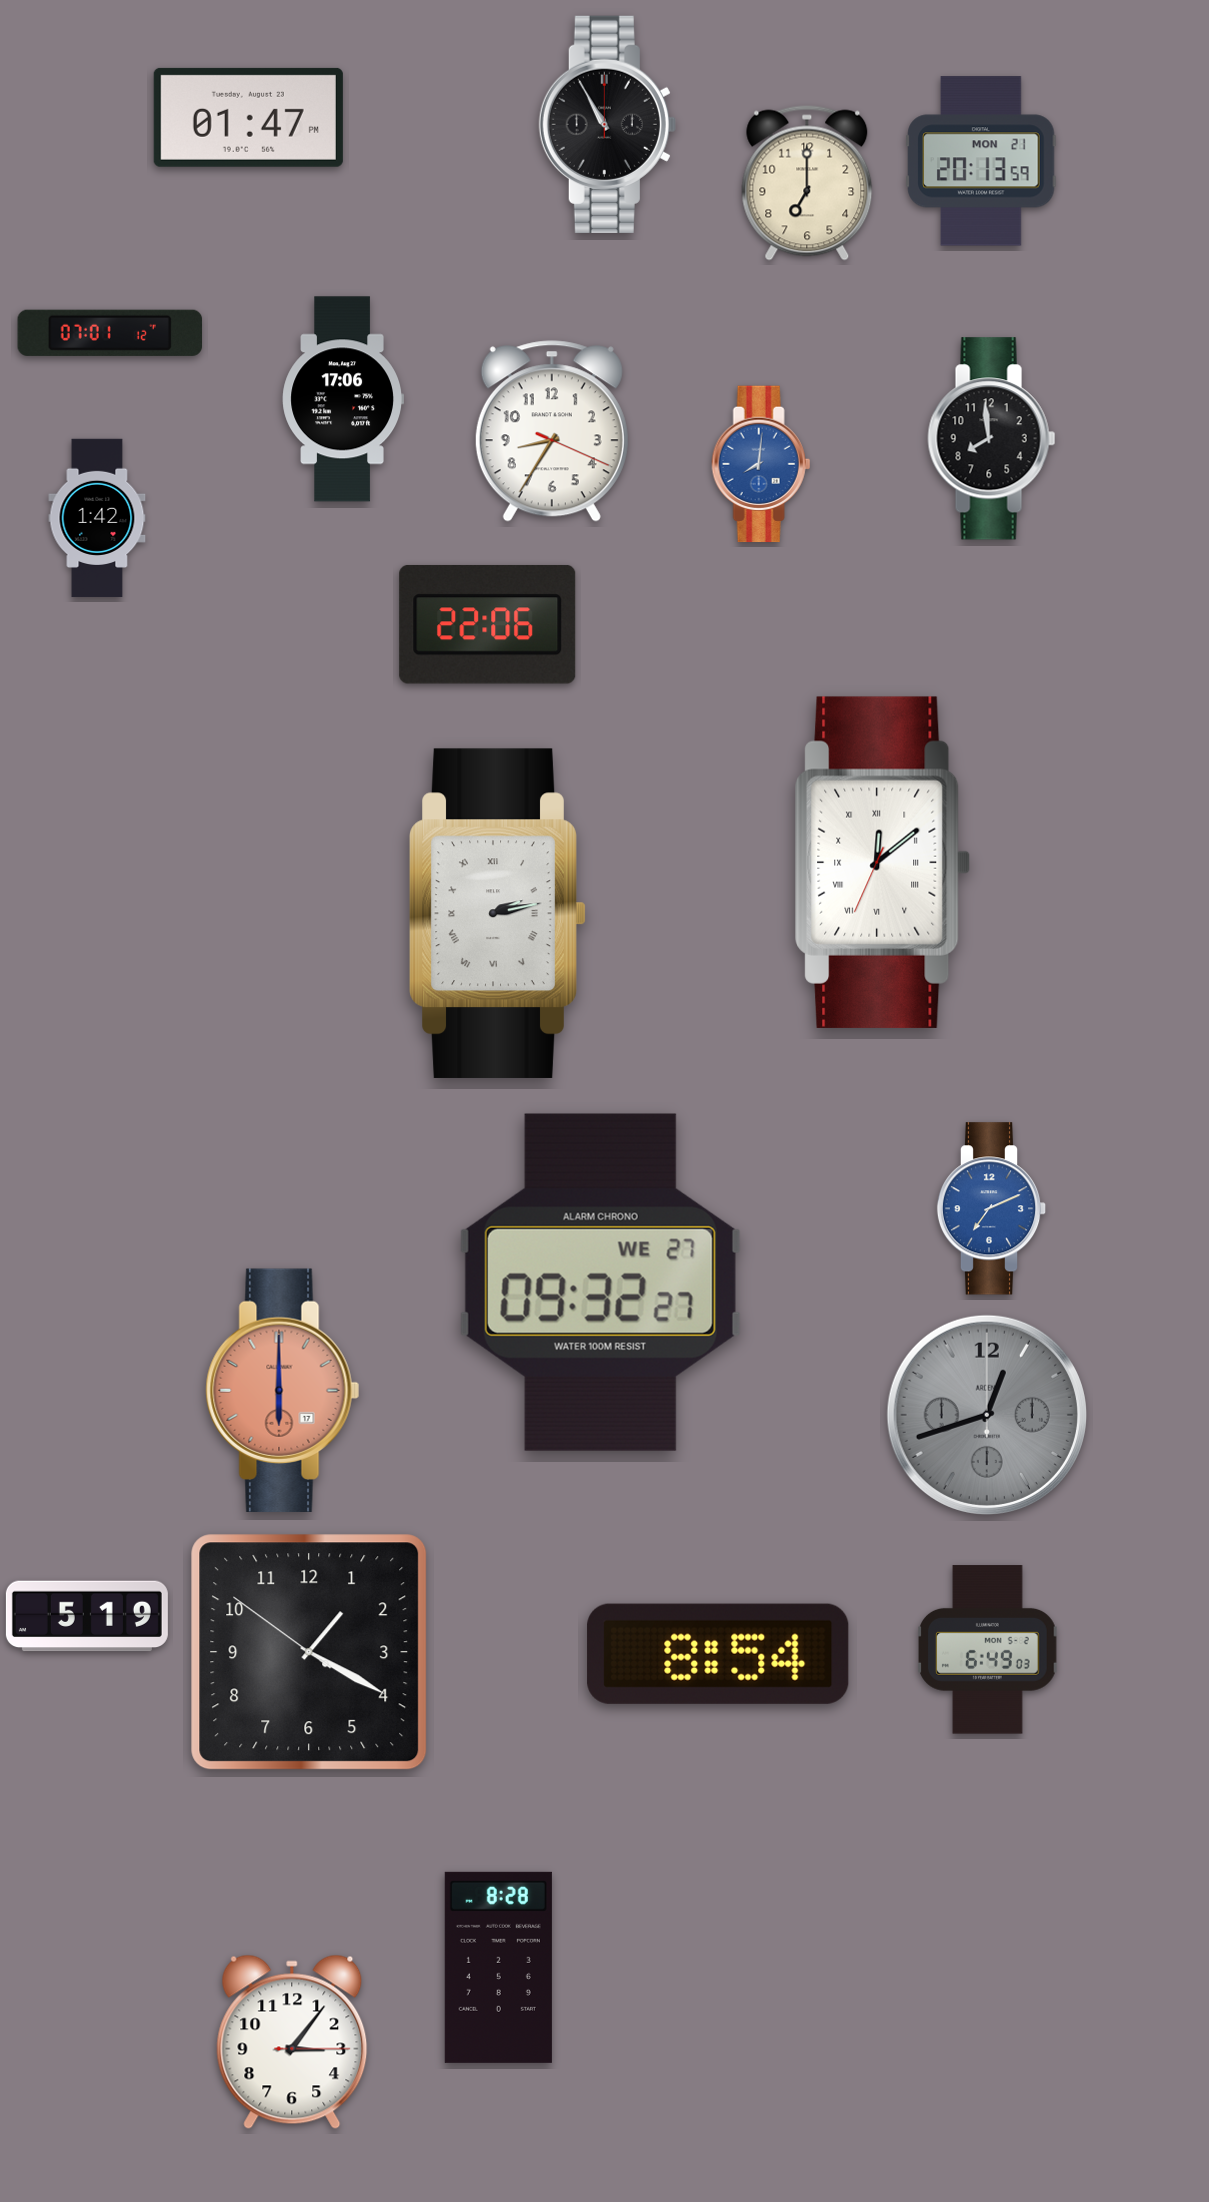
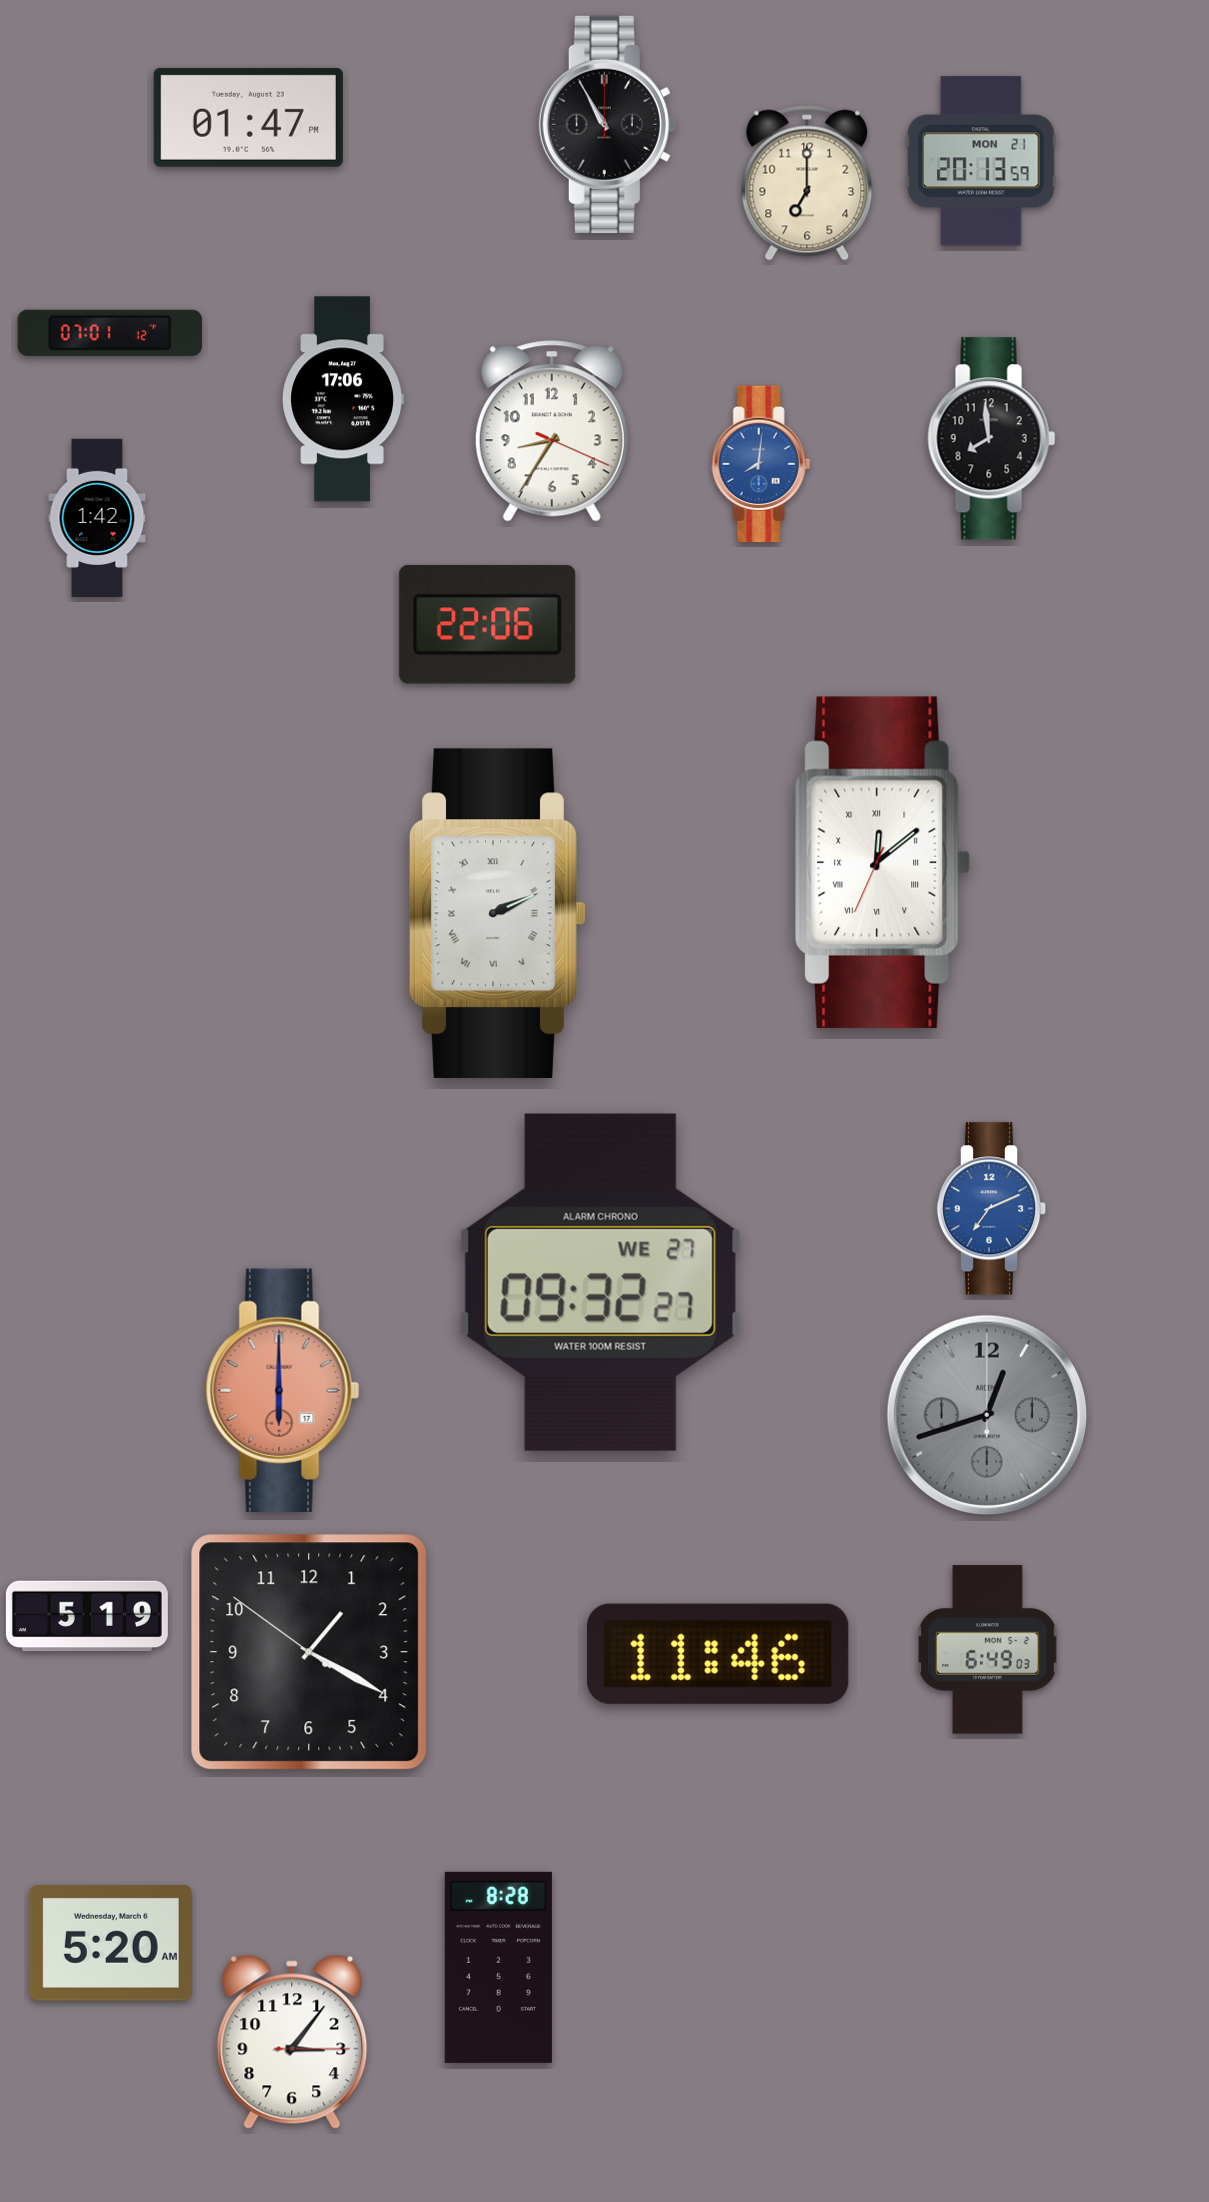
clock at (498, 913): 2:13 -> 2:11
clock at (718, 1654): 8:54 -> 11:46
clock at (111, 1944): none -> 5:20
